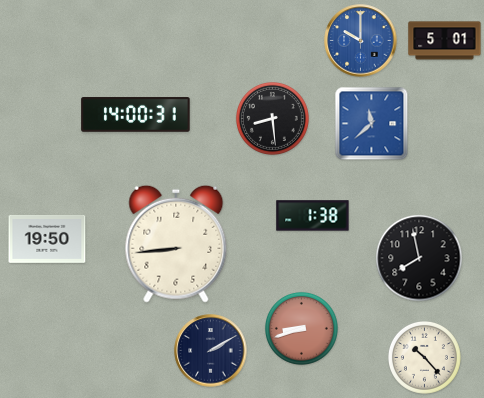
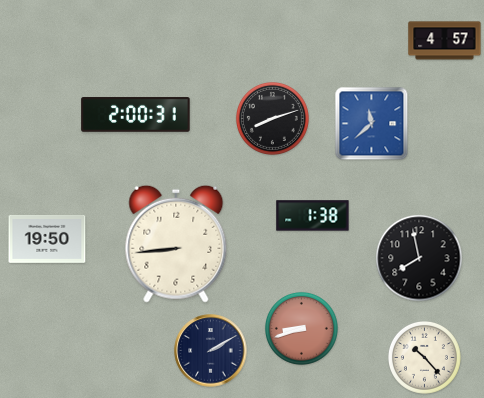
clock at (361, 41): 10:00 -> none
clock at (445, 41): 5:01 -> 4:57
clock at (136, 115): 14:00 -> 2:00
clock at (272, 118): 8:29 -> 8:12
